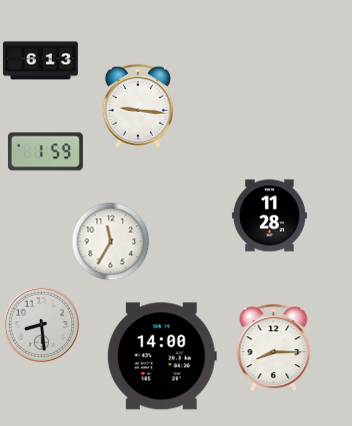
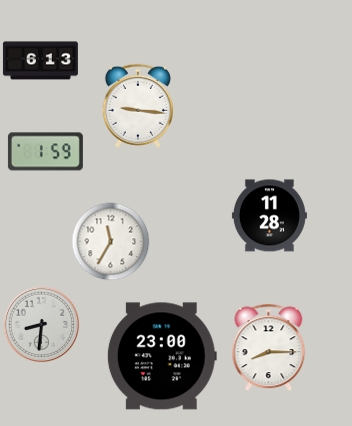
clock at (42, 325): 8:29 -> 8:31
clock at (274, 348) position: (274, 348) -> (269, 348)
clock at (162, 356): 14:00 -> 23:00
